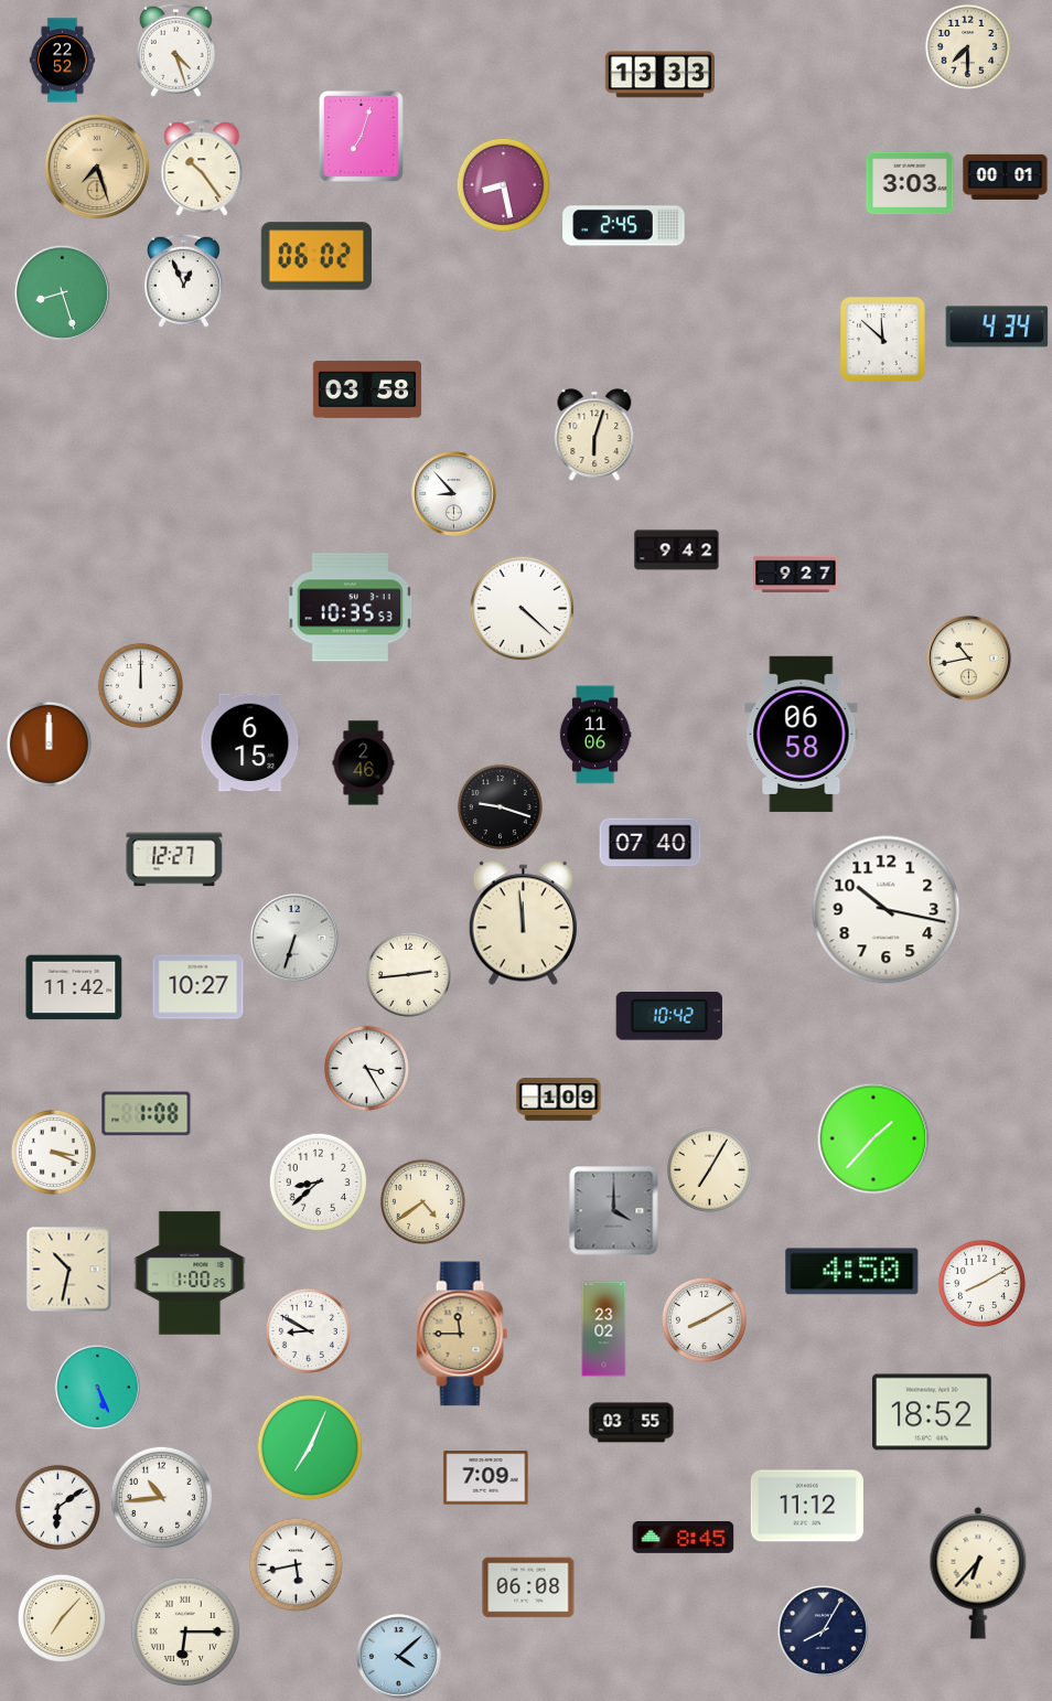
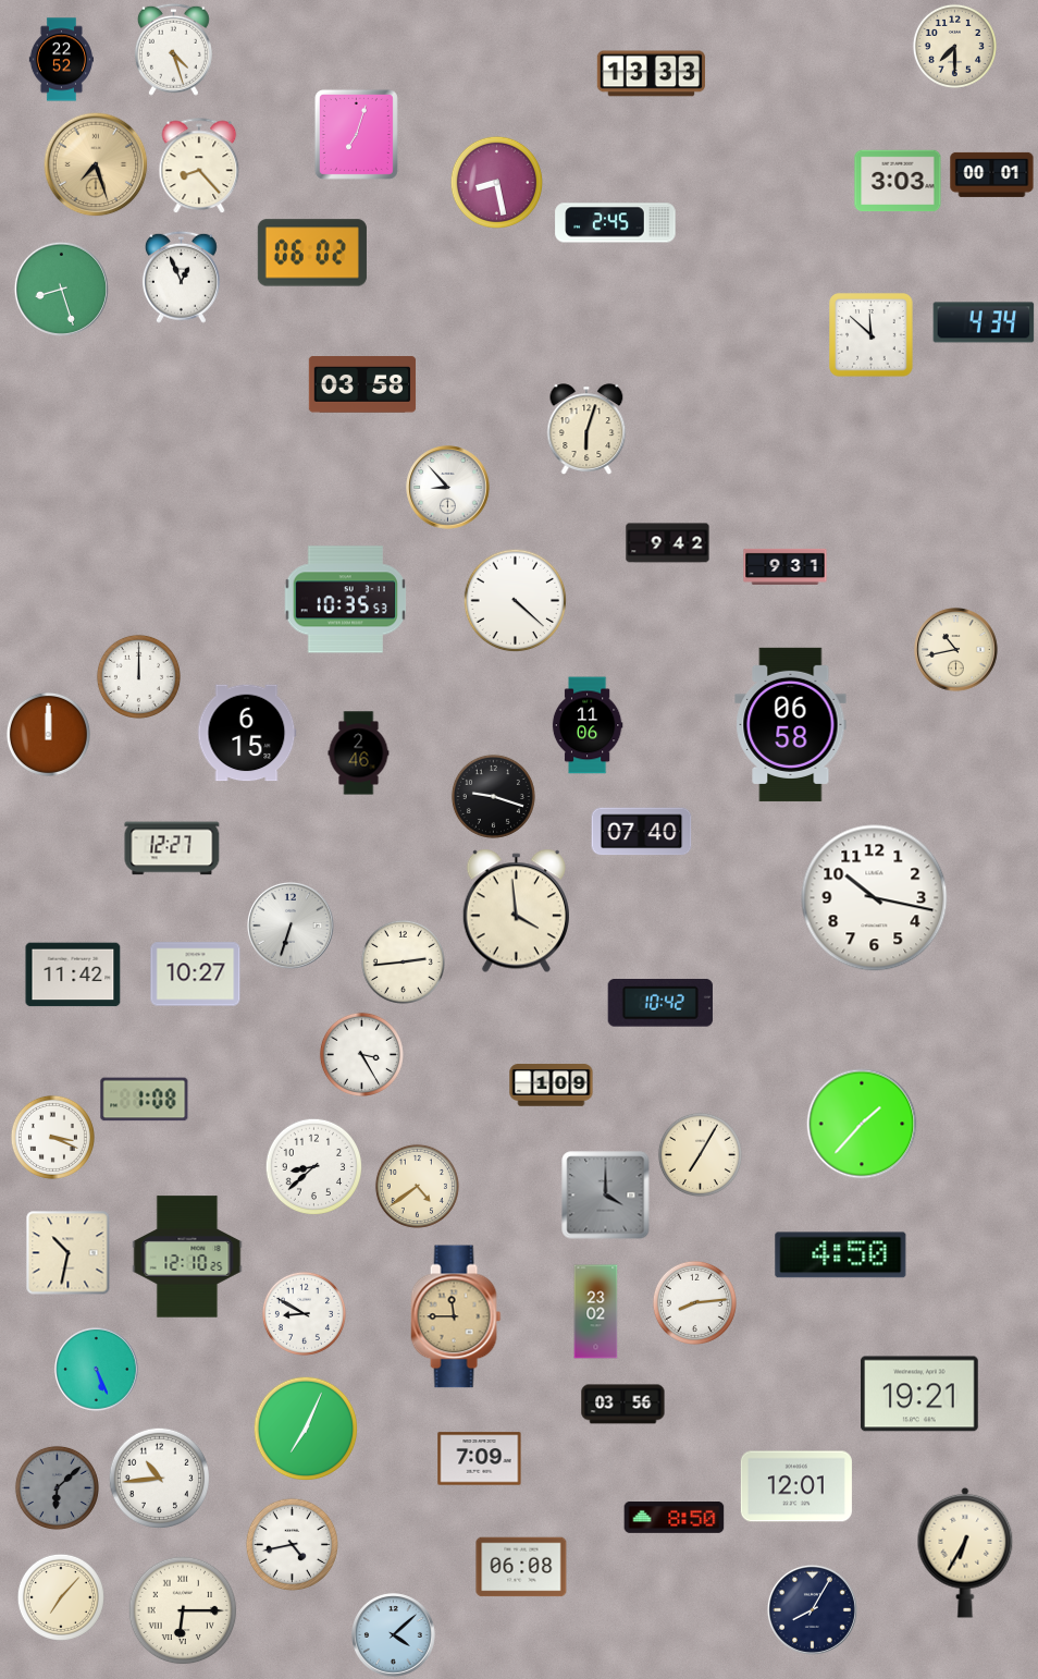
clock at (202, 168): 10:24 -> 8:23
clock at (796, 574): 9:27 -> 9:31
clock at (523, 923): 11:59 -> 3:59
clock at (190, 1273): 1:00 -> 12:10
clock at (981, 1283): 8:10 -> none
clock at (704, 1319): 8:10 -> 8:14
clock at (933, 1412): 18:52 -> 19:21
clock at (632, 1423): 03:55 -> 03:56
clock at (807, 1506): 11:12 -> 12:01
clock at (57, 1507): 6:09 -> 6:08
clock at (57, 1507) dial: white -> grey
clock at (684, 1538): 8:45 -> 8:50
clock at (296, 1564): 5:43 -> 4:43
clock at (978, 1573): 6:37 -> 6:35
